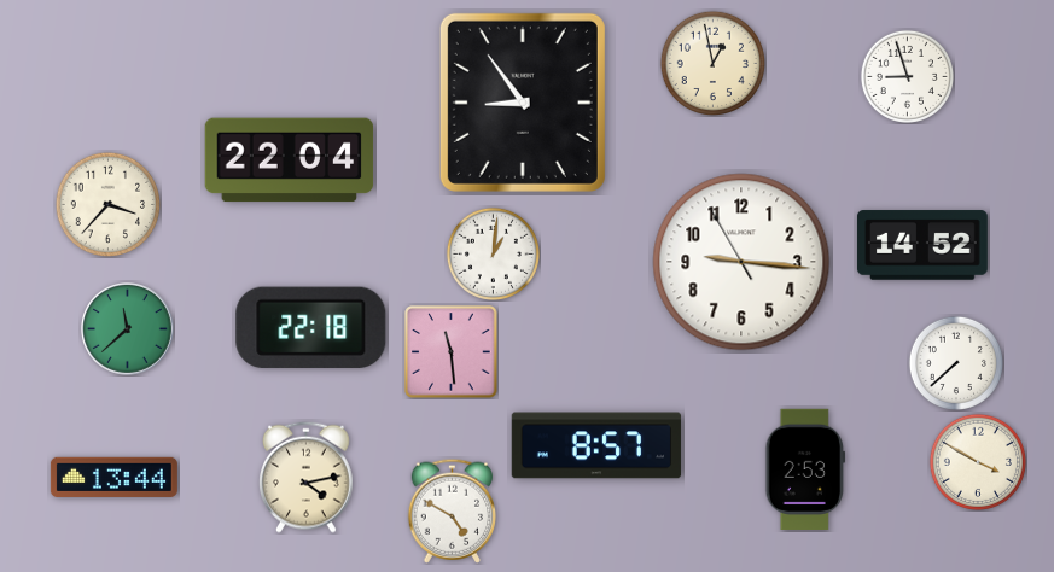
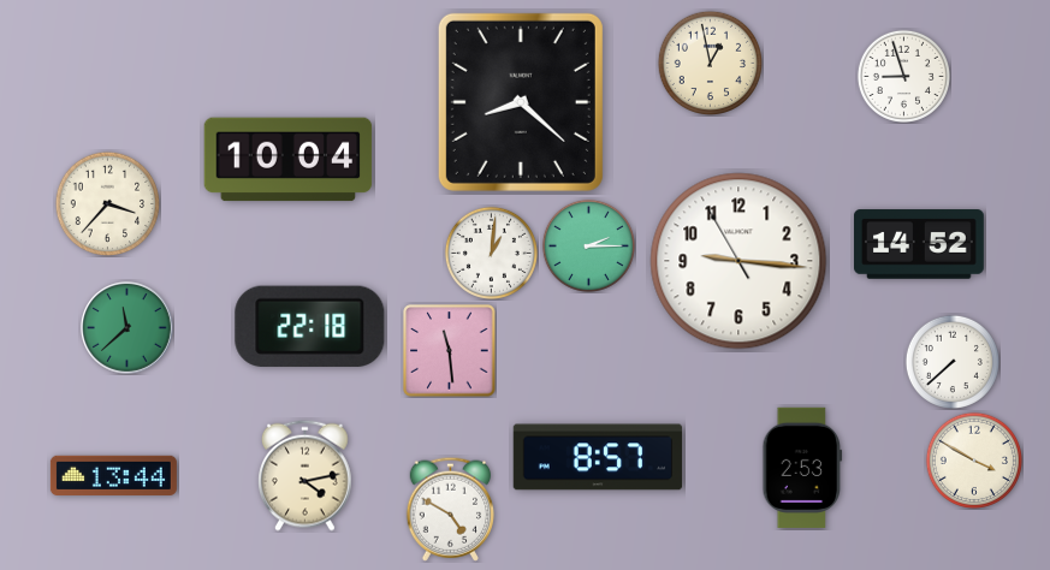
clock at (523, 103): 8:54 -> 8:22
clock at (290, 160): 22:04 -> 10:04
clock at (588, 245): none -> 2:15
clock at (596, 445) position: (596, 445) -> (598, 457)
